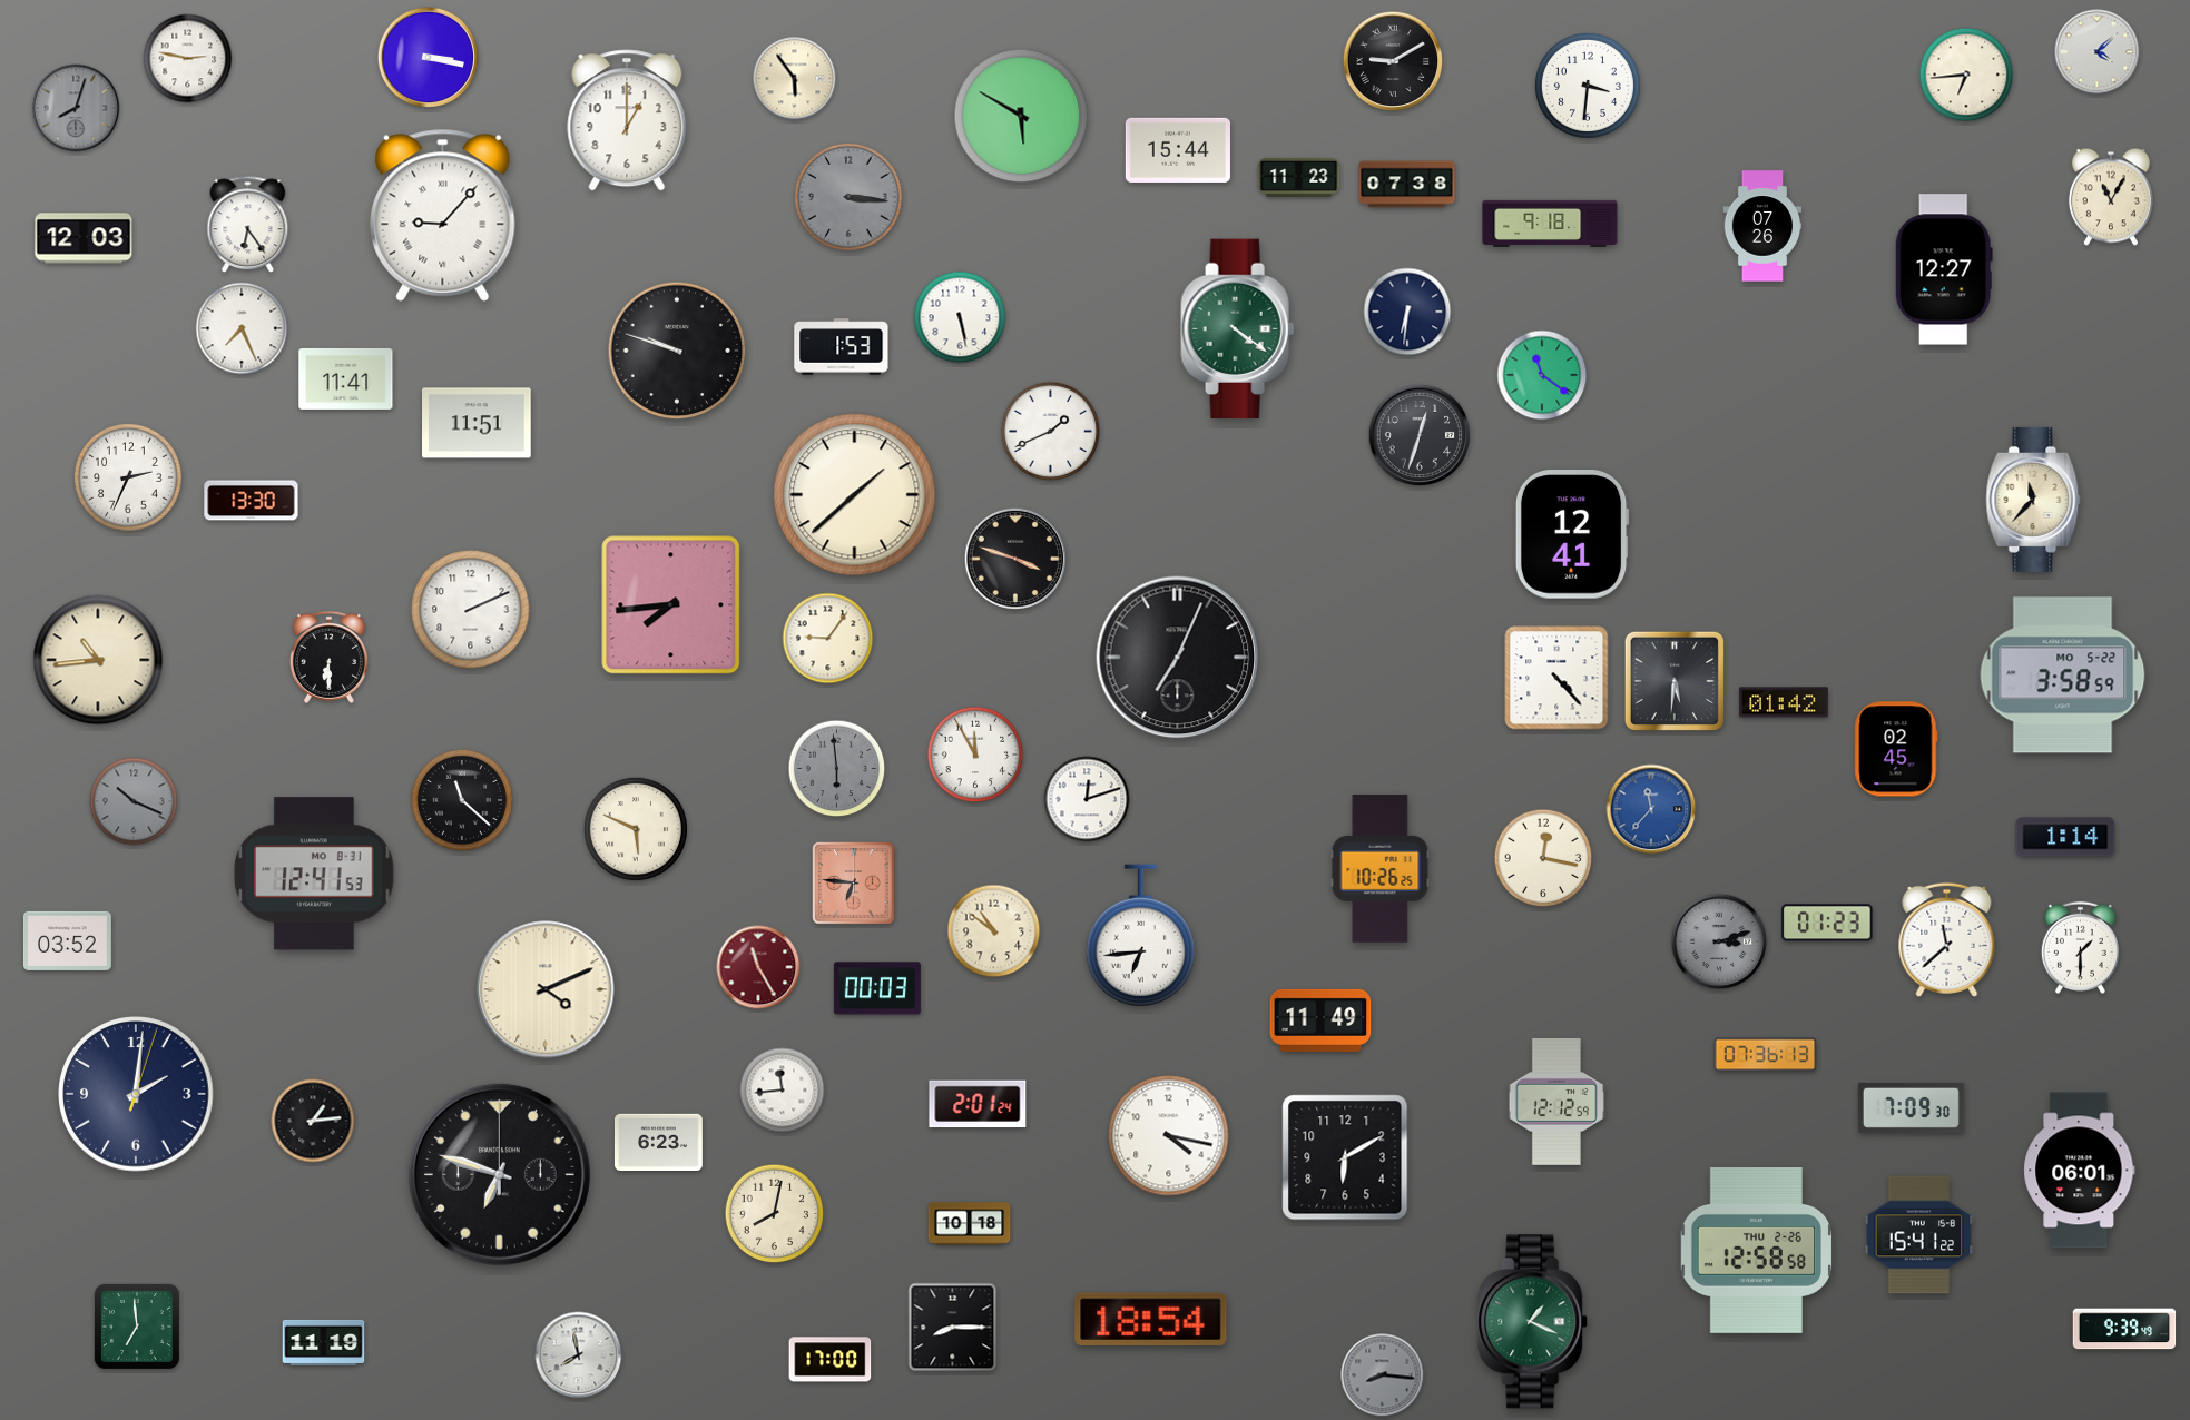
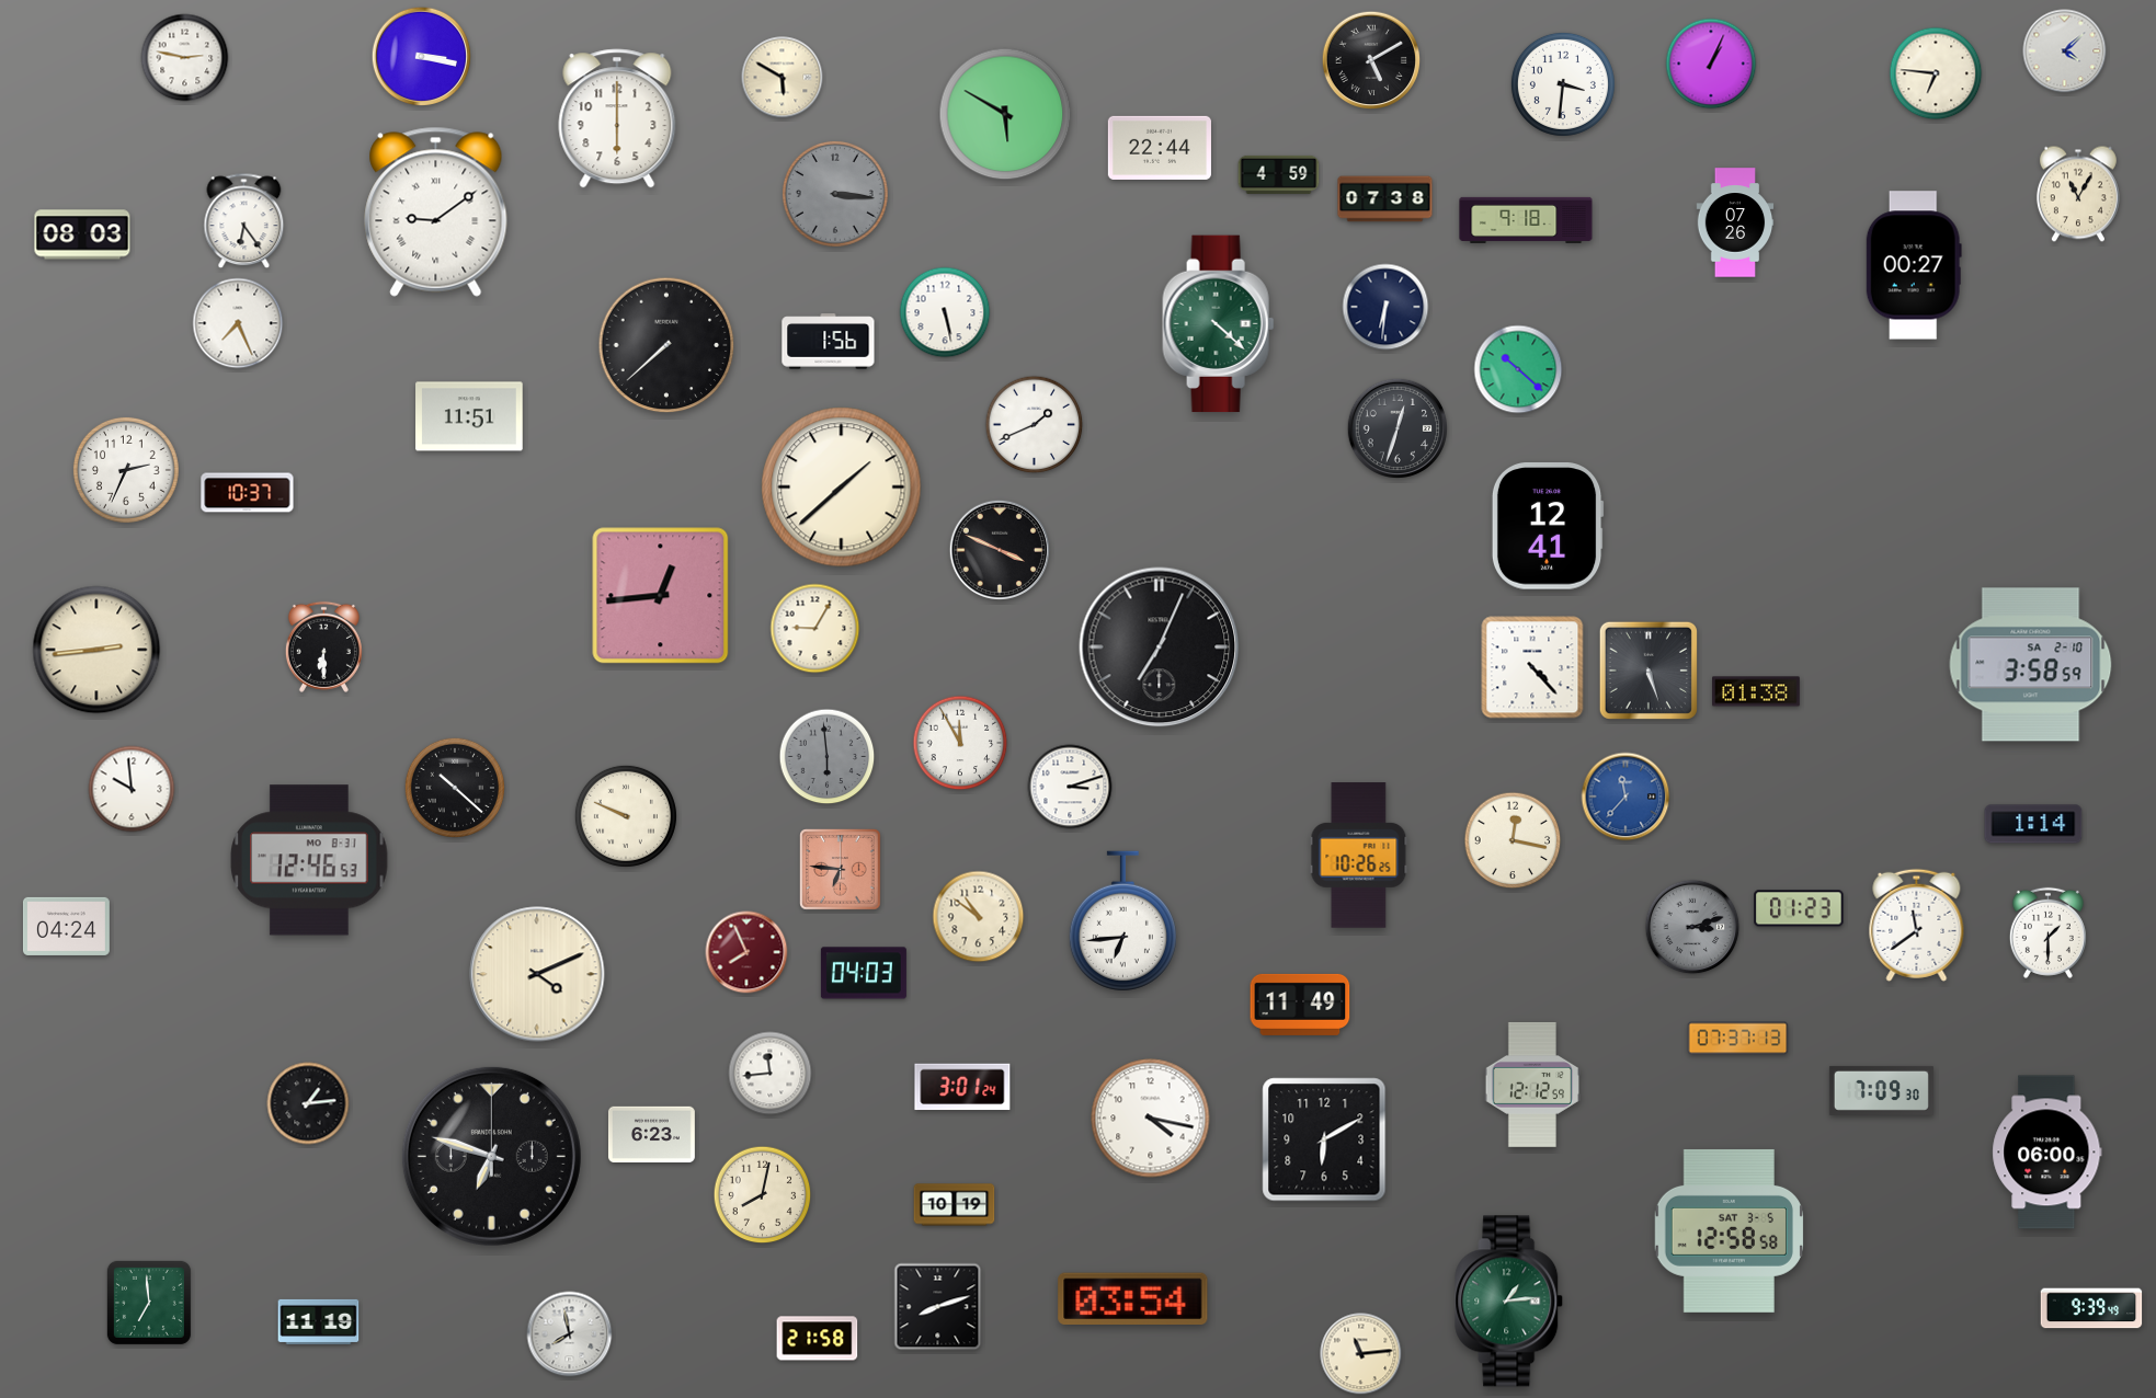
clock at (1393, 61): 9:10 -> 5:10
clock at (1711, 64): none -> 1:04
clock at (1966, 75): 6:44 -> 6:46
clock at (795, 79): 5:54 -> 5:50
clock at (76, 108): 8:03 -> none
clock at (627, 120): 1:00 -> 6:00
clock at (1178, 150): 15:44 -> 22:44
clock at (1299, 177): 11:23 -> 4:59
clock at (1407, 185) position: (1407, 185) -> (1385, 199)
clock at (443, 215): 9:07 -> 9:09
clock at (84, 238): 12:03 -> 08:03
clock at (1944, 269): 12:27 -> 00:27
clock at (1238, 329): 4:21 -> 4:22
clock at (842, 347): 1:53 -> 1:56
clock at (677, 351): 9:48 -> 7:38
clock at (1542, 375): 11:21 -> 10:22
clock at (346, 378): 11:41 -> none
clock at (2033, 500): 11:37 -> none
clock at (252, 501): 13:30 -> 10:37
clock at (1014, 558): 3:48 -> 3:49
clock at (671, 605): 7:44 -> 12:44
clock at (471, 610): 2:11 -> none
clock at (828, 639): 9:06 -> 9:05
clock at (98, 660): 10:44 -> 2:44
clock at (2063, 676) date: MO 5-22 -> SA 2-10
clock at (1675, 681): 5:31 -> 5:27
clock at (1784, 702): 01:42 -> 01:38
clock at (1896, 749): 02:45 -> none
clock at (837, 769) position: (837, 769) -> (828, 757)
clock at (461, 799): 11:22 -> 10:22
clock at (1087, 799): 12:12 -> 3:12
clock at (134, 801): 10:19 -> 9:59
clock at (134, 801) dial: grey -> white
clock at (636, 829): 5:49 -> 9:49
clock at (1543, 858) position: (1543, 858) -> (1513, 840)
clock at (314, 874): 12:41 -> 12:46
clock at (1947, 939): 11:38 -> 11:39
clock at (67, 940): 03:52 -> 04:24
clock at (758, 967): 11:25 -> 7:56
clock at (877, 988): 00:03 -> 04:03
clock at (1766, 1055): 07:36 -> 07:37
clock at (136, 1094): 2:01 -> none
clock at (978, 1104): 2:01 -> 3:01
clock at (658, 1142) position: (658, 1142) -> (651, 1134)
clock at (2080, 1171): 06:01 -> 06:00
clock at (970, 1224): 10:18 -> 10:19
clock at (1919, 1235): 15:41 -> none
clock at (1756, 1250) date: THU 2-26 -> SAT 3-5
clock at (1151, 1320): 18:54 -> 03:54
clock at (1533, 1322): 1:19 -> 1:14
clock at (137, 1327) position: (137, 1327) -> (149, 1303)
clock at (953, 1328): 8:15 -> 8:12
clock at (831, 1360): 17:00 -> 21:58
clock at (1383, 1375): 8:16 -> 11:14
clock at (1383, 1375) dial: grey -> cream
